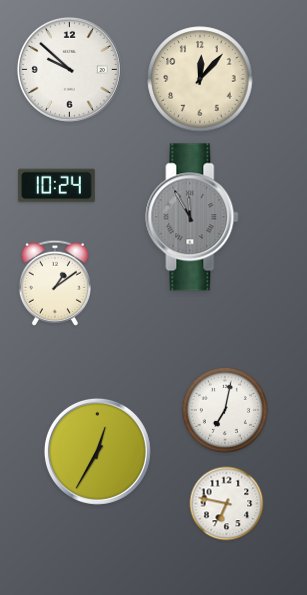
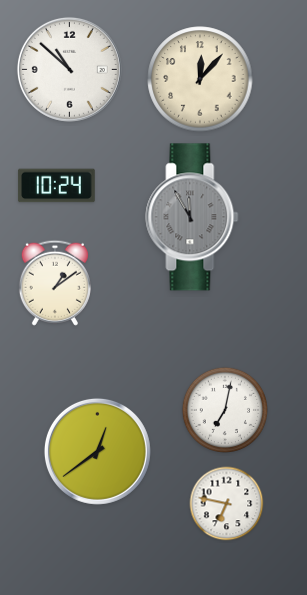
clock at (69, 69): 9:52 -> 10:52
clock at (97, 451): 12:35 -> 12:39
